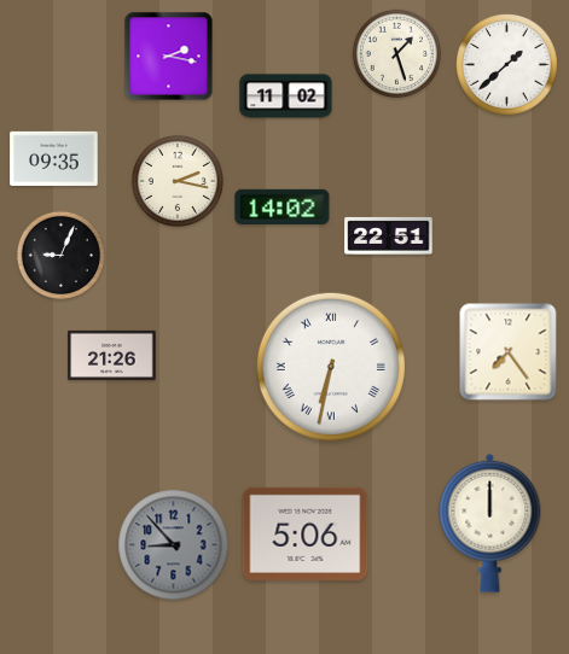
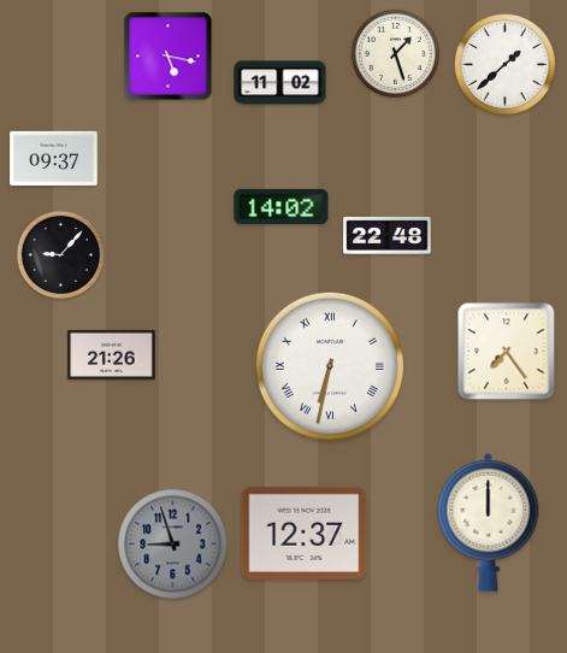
clock at (169, 57): 2:17 -> 5:17
clock at (286, 97) position: (286, 97) -> (280, 83)
clock at (54, 158): 09:35 -> 09:37
clock at (178, 181): 2:17 -> none
clock at (389, 235): 22:51 -> 22:48
clock at (60, 255): 9:04 -> 9:07
clock at (306, 533): 5:06 -> 12:37
clock at (174, 545): 8:53 -> 8:57
